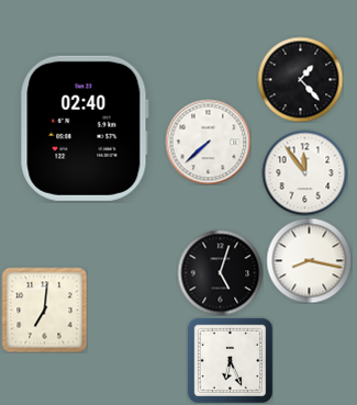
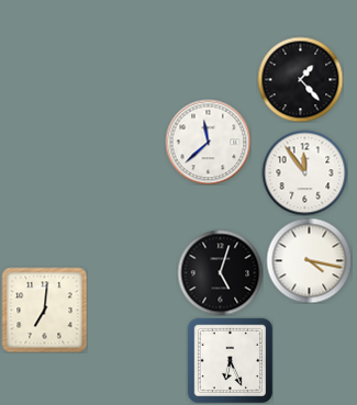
clock at (85, 128): 02:40 -> none
clock at (208, 142): 7:38 -> 11:38
clock at (309, 260): 8:17 -> 4:17
